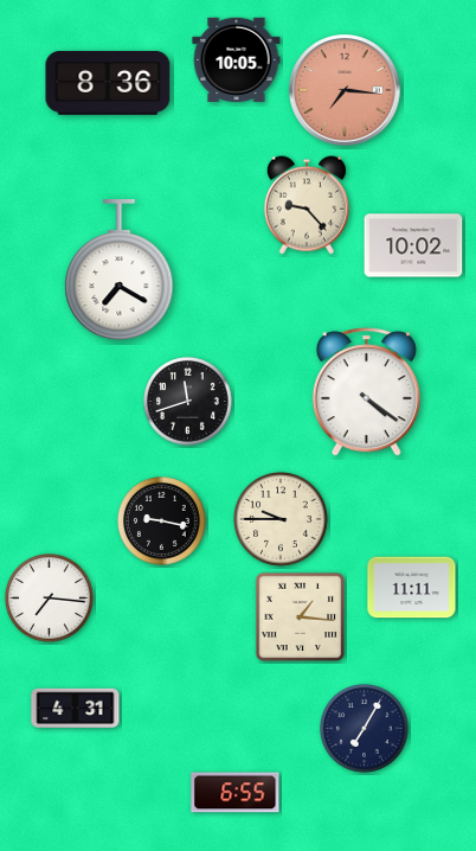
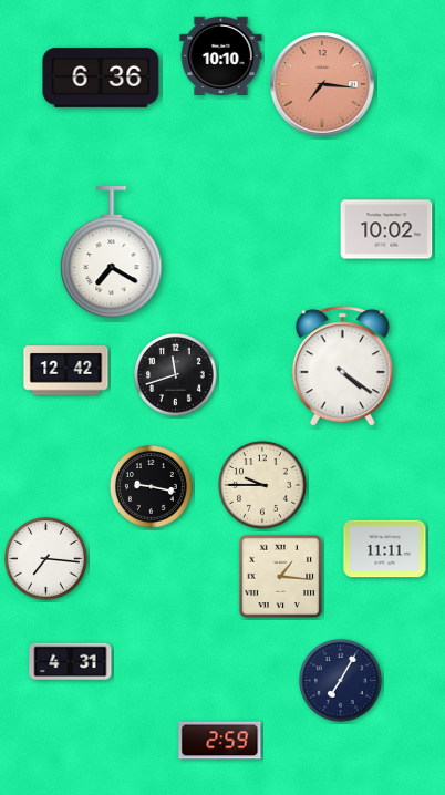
clock at (237, 60): 10:05 -> 10:10
clock at (108, 83): 8:36 -> 6:36
clock at (307, 205): 9:23 -> none
clock at (66, 371): none -> 12:42
clock at (236, 793): 6:55 -> 2:59
